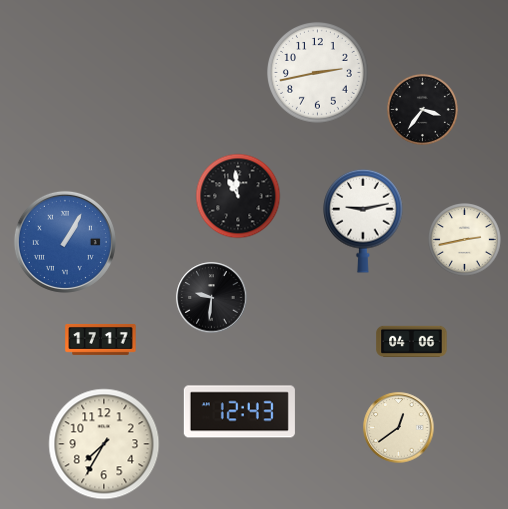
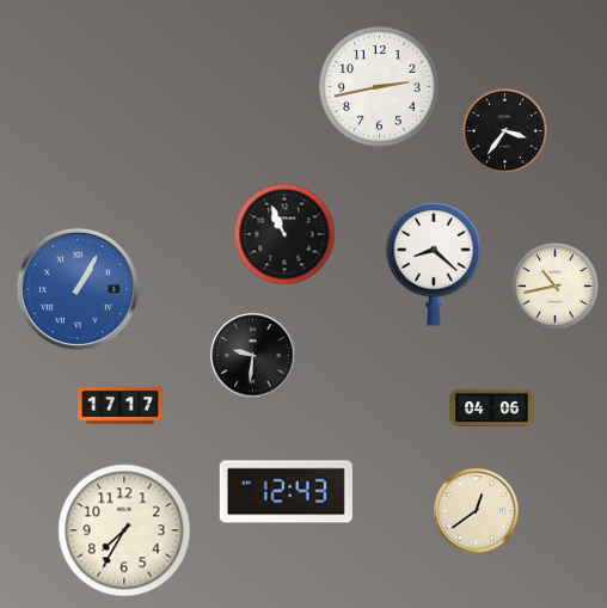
clock at (238, 196): 10:59 -> 10:56
clock at (363, 221): 9:13 -> 8:22
clock at (465, 240): 2:43 -> 10:43
